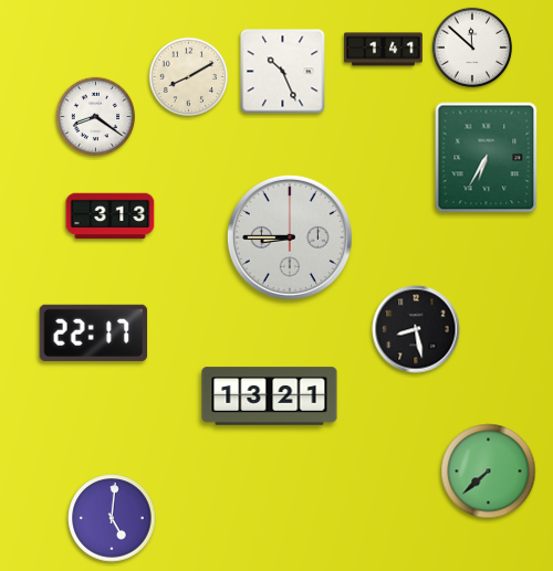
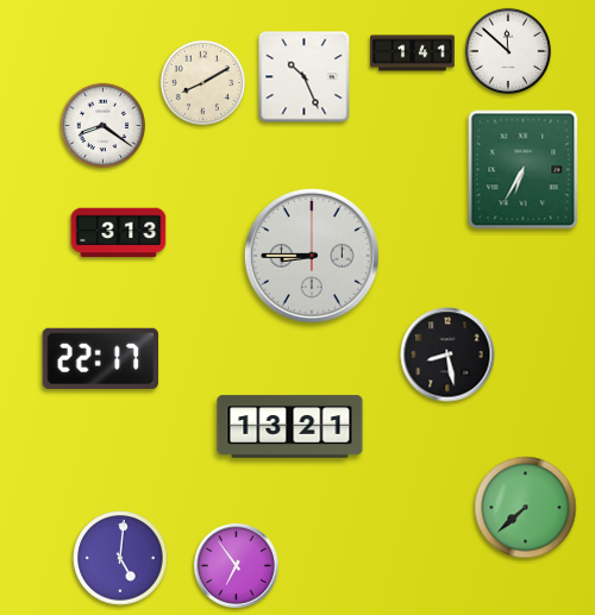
clock at (237, 566): none -> 6:54
